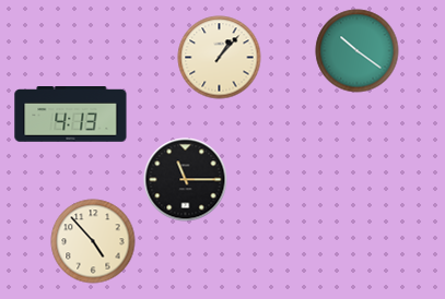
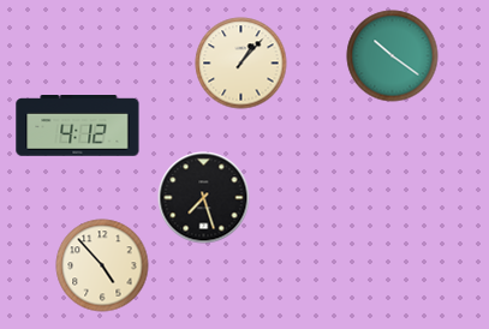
clock at (71, 115): 4:13 -> 4:12
clock at (186, 180): 11:15 -> 7:27
